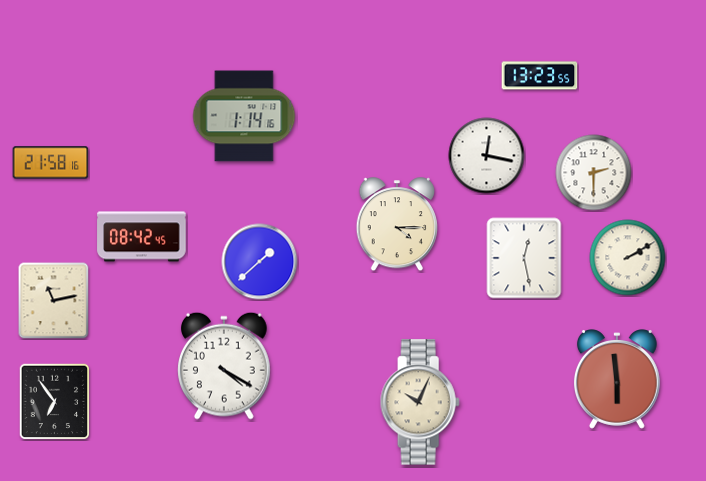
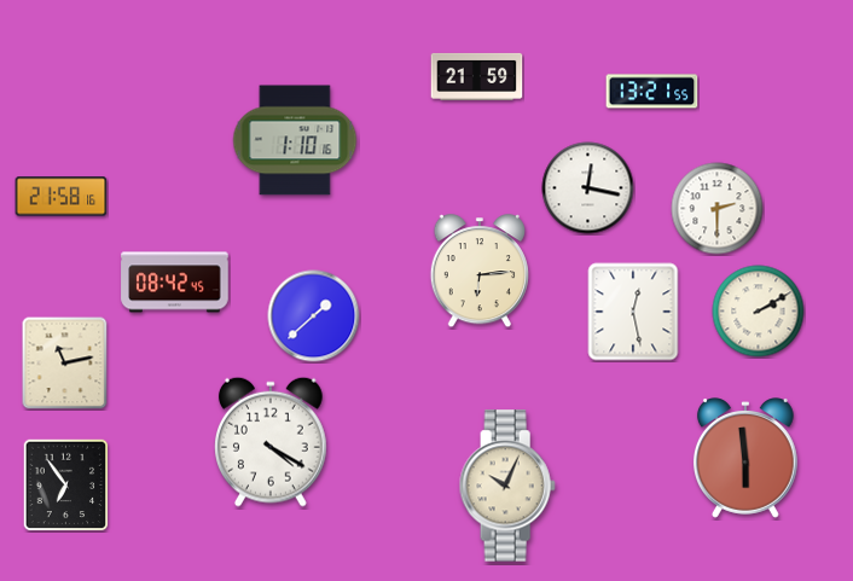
clock at (477, 76): none -> 21:59
clock at (540, 76): 13:23 -> 13:21
clock at (244, 116): 1:14 -> 1:10
clock at (396, 225): 4:15 -> 6:14
clock at (142, 237) position: (142, 237) -> (175, 283)
